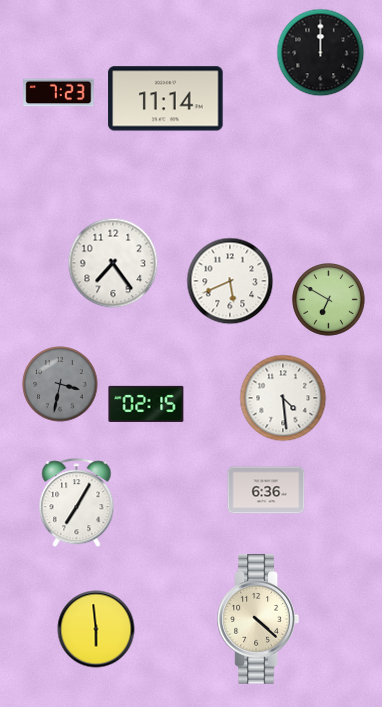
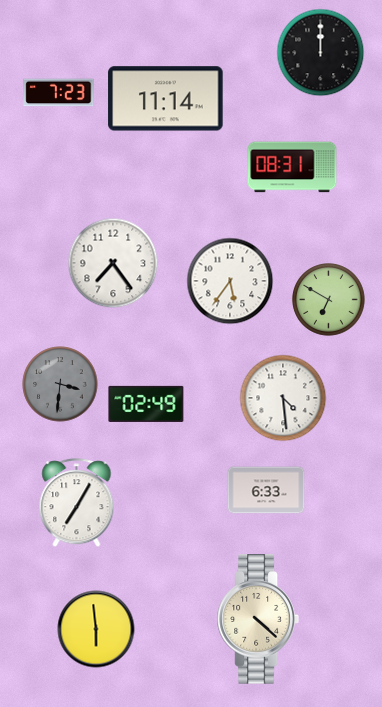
clock at (292, 167): none -> 08:31
clock at (230, 281): 5:41 -> 5:36
clock at (60, 384): 3:32 -> 3:31
clock at (146, 404): 02:15 -> 02:49
clock at (266, 490): 6:36 -> 6:33
